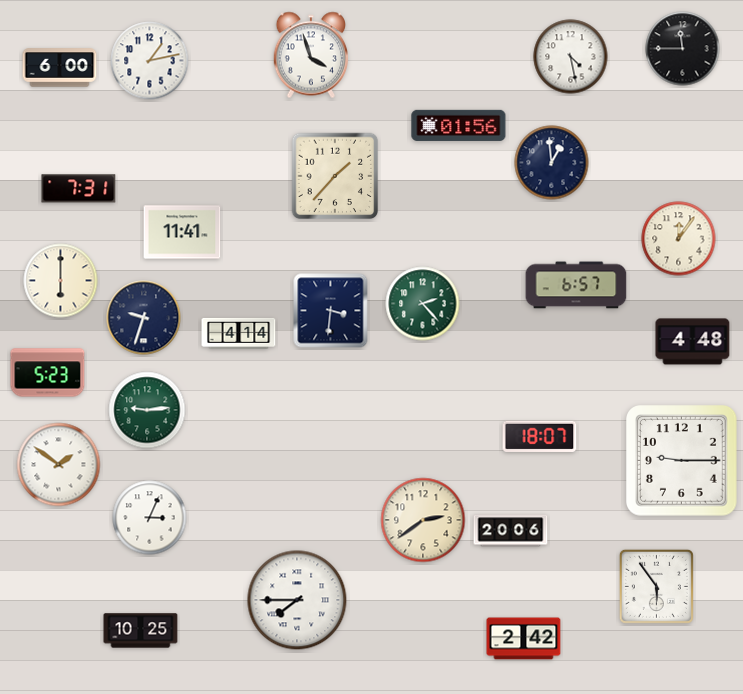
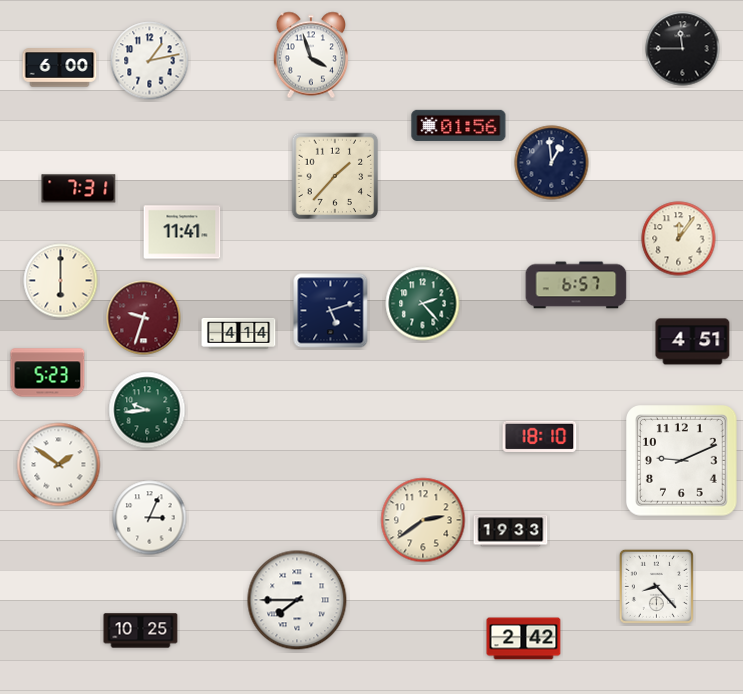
clock at (571, 57): 4:28 -> none
clock at (331, 311): 3:31 -> 5:12
clock at (144, 318) dial: navy -> burgundy
clock at (693, 342): 4:48 -> 4:51
clock at (147, 410): 9:14 -> 9:44
clock at (540, 436): 18:07 -> 18:10
clock at (682, 461): 9:15 -> 9:11
clock at (511, 531): 20:06 -> 19:33
clock at (656, 586): 5:54 -> 8:23
